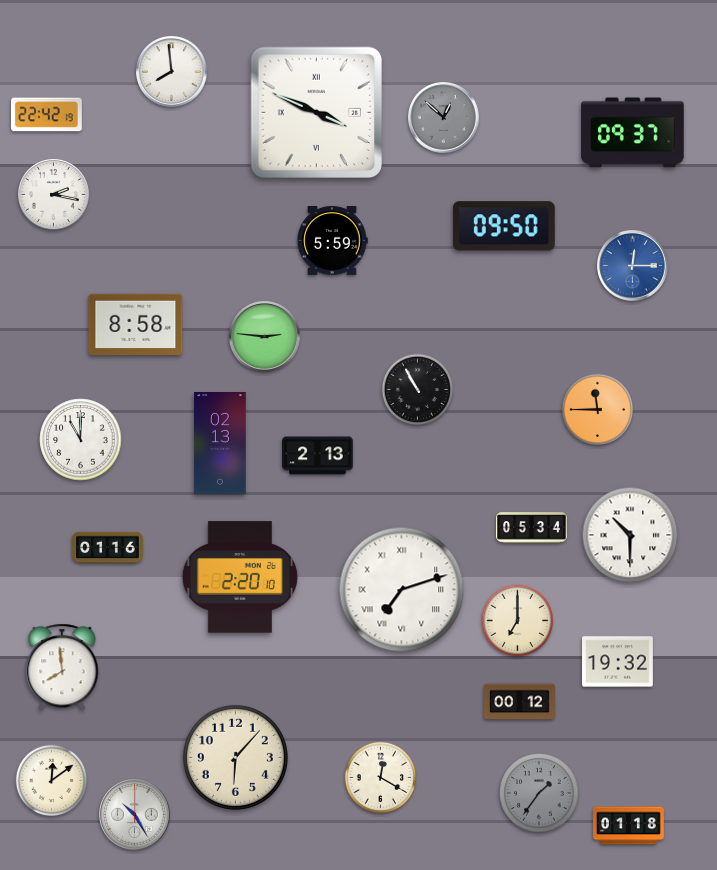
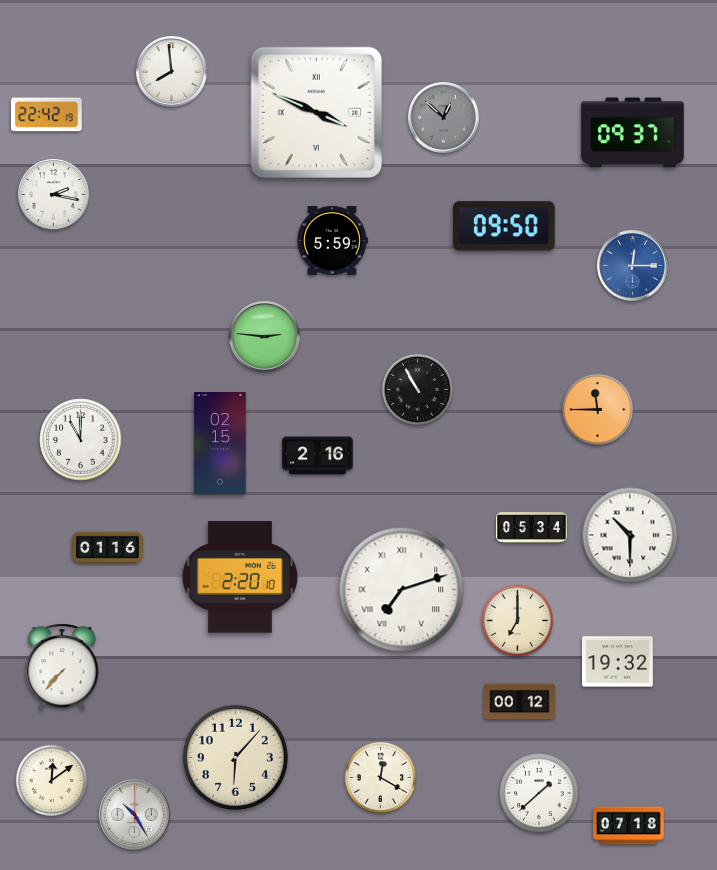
clock at (136, 324): 8:58 -> none
clock at (220, 444): 02:13 -> 02:15
clock at (318, 456): 2:13 -> 2:16
clock at (62, 667): 7:59 -> 7:37
clock at (539, 793): 1:36 -> 1:38
clock at (539, 793) dial: grey -> white
clock at (629, 826): 01:18 -> 07:18
